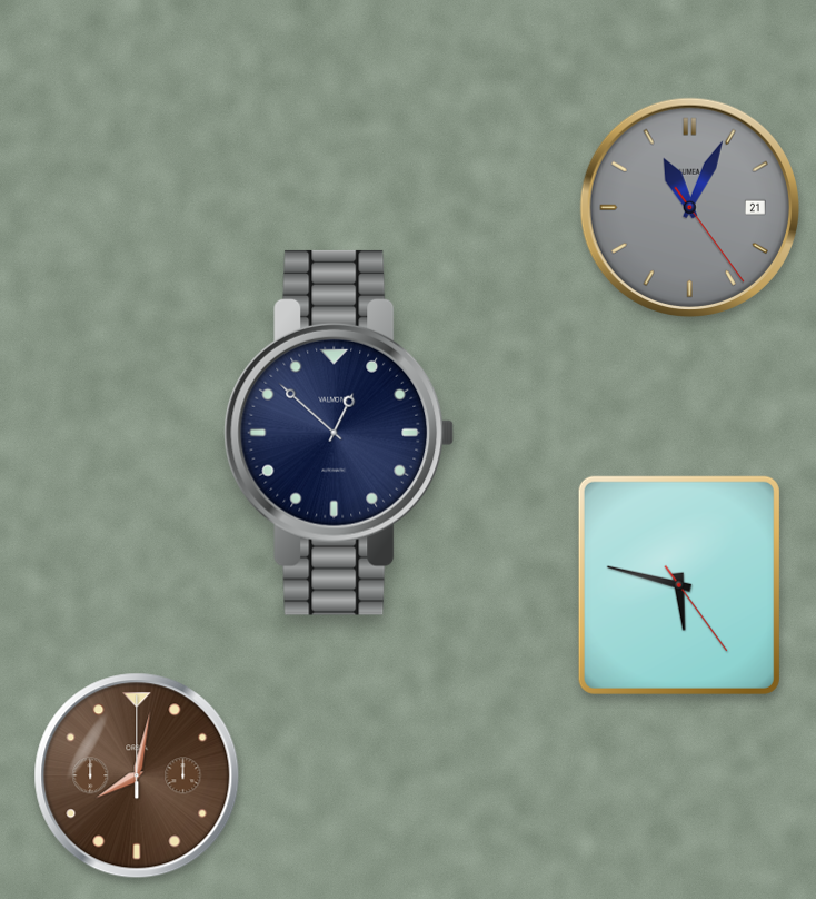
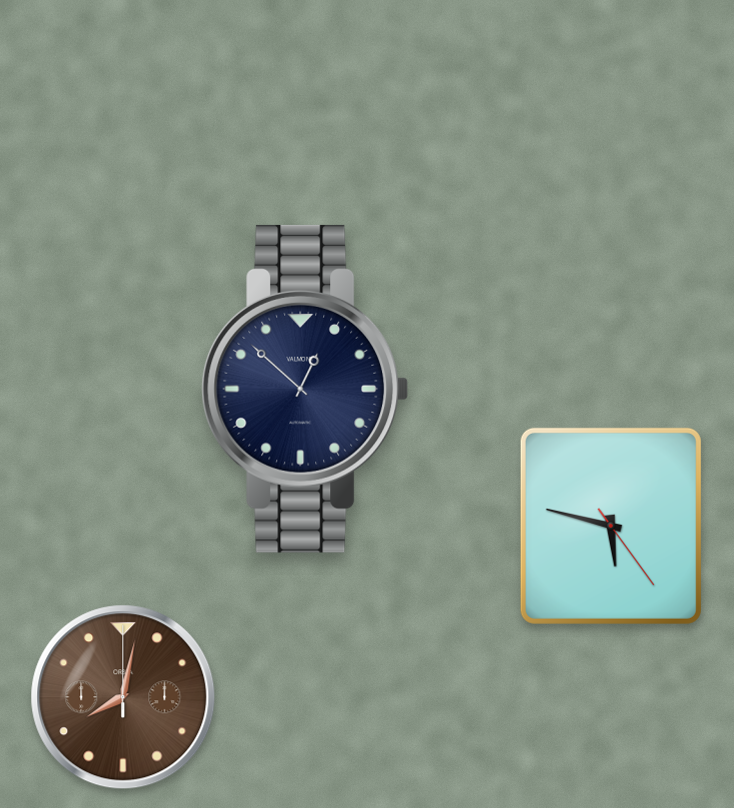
clock at (689, 207): 11:04 -> none
